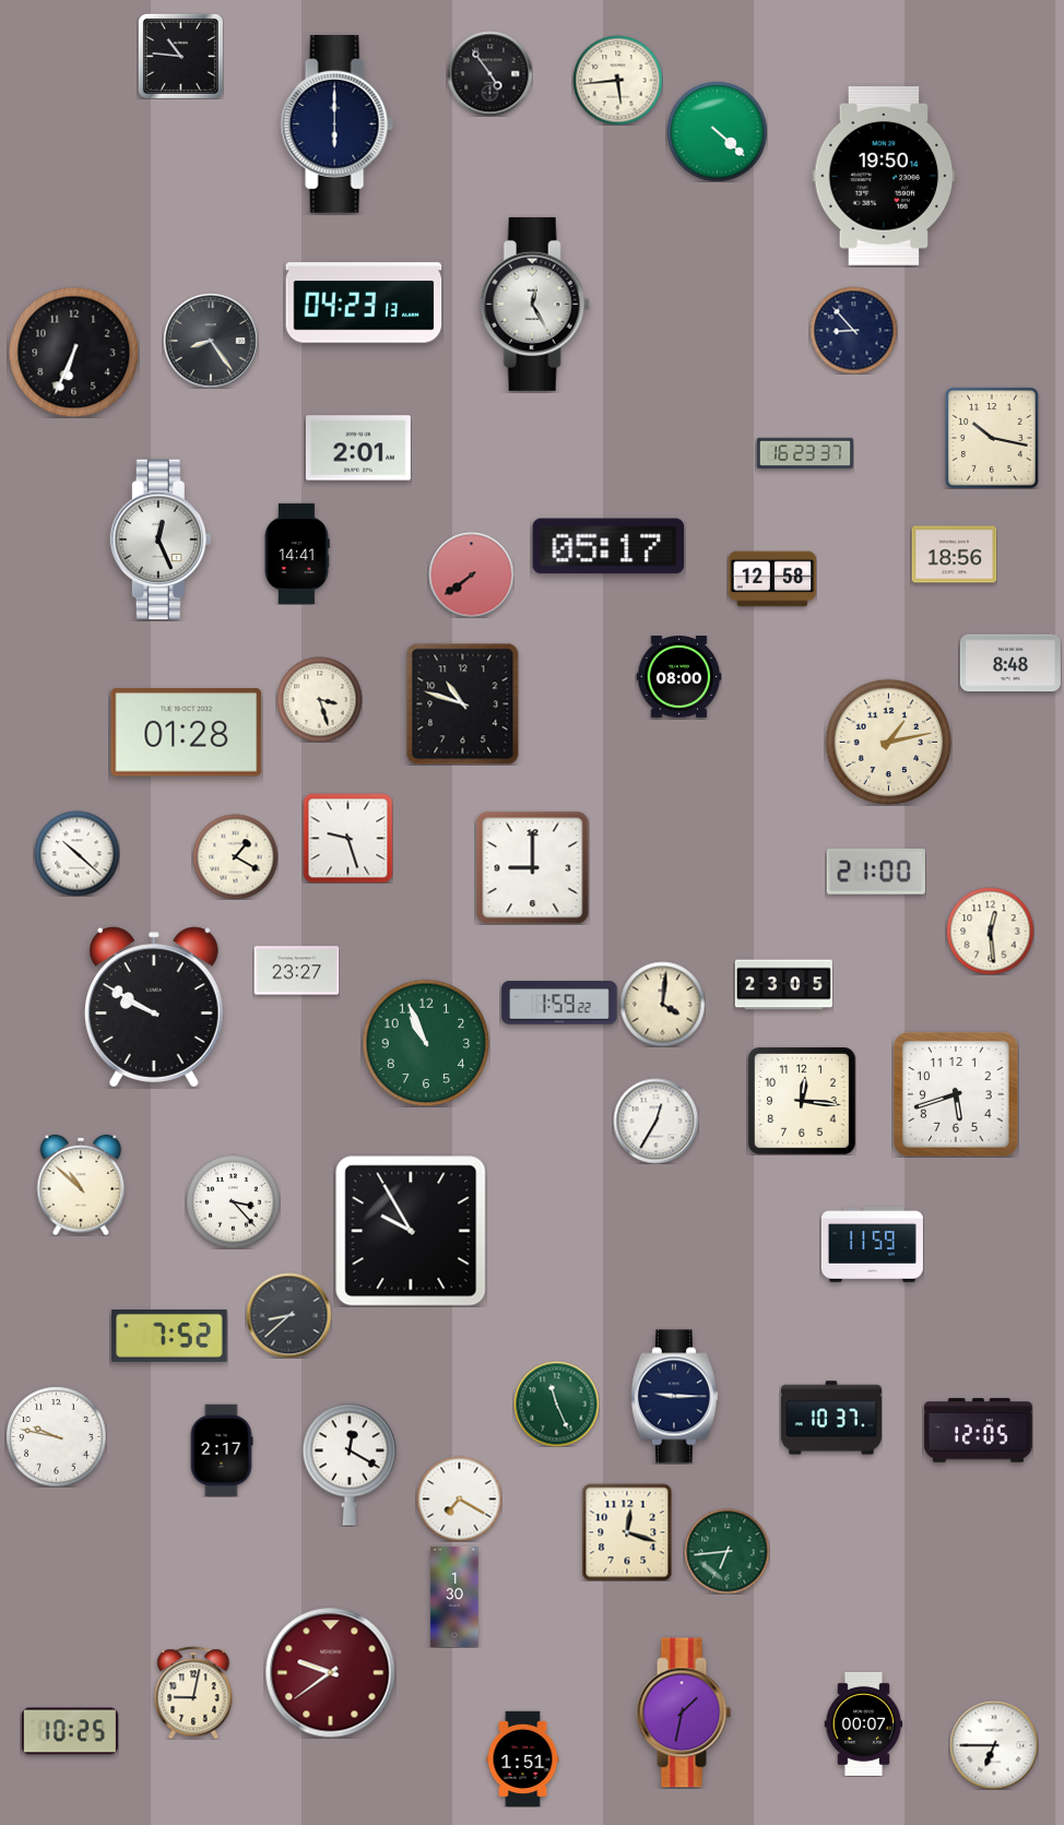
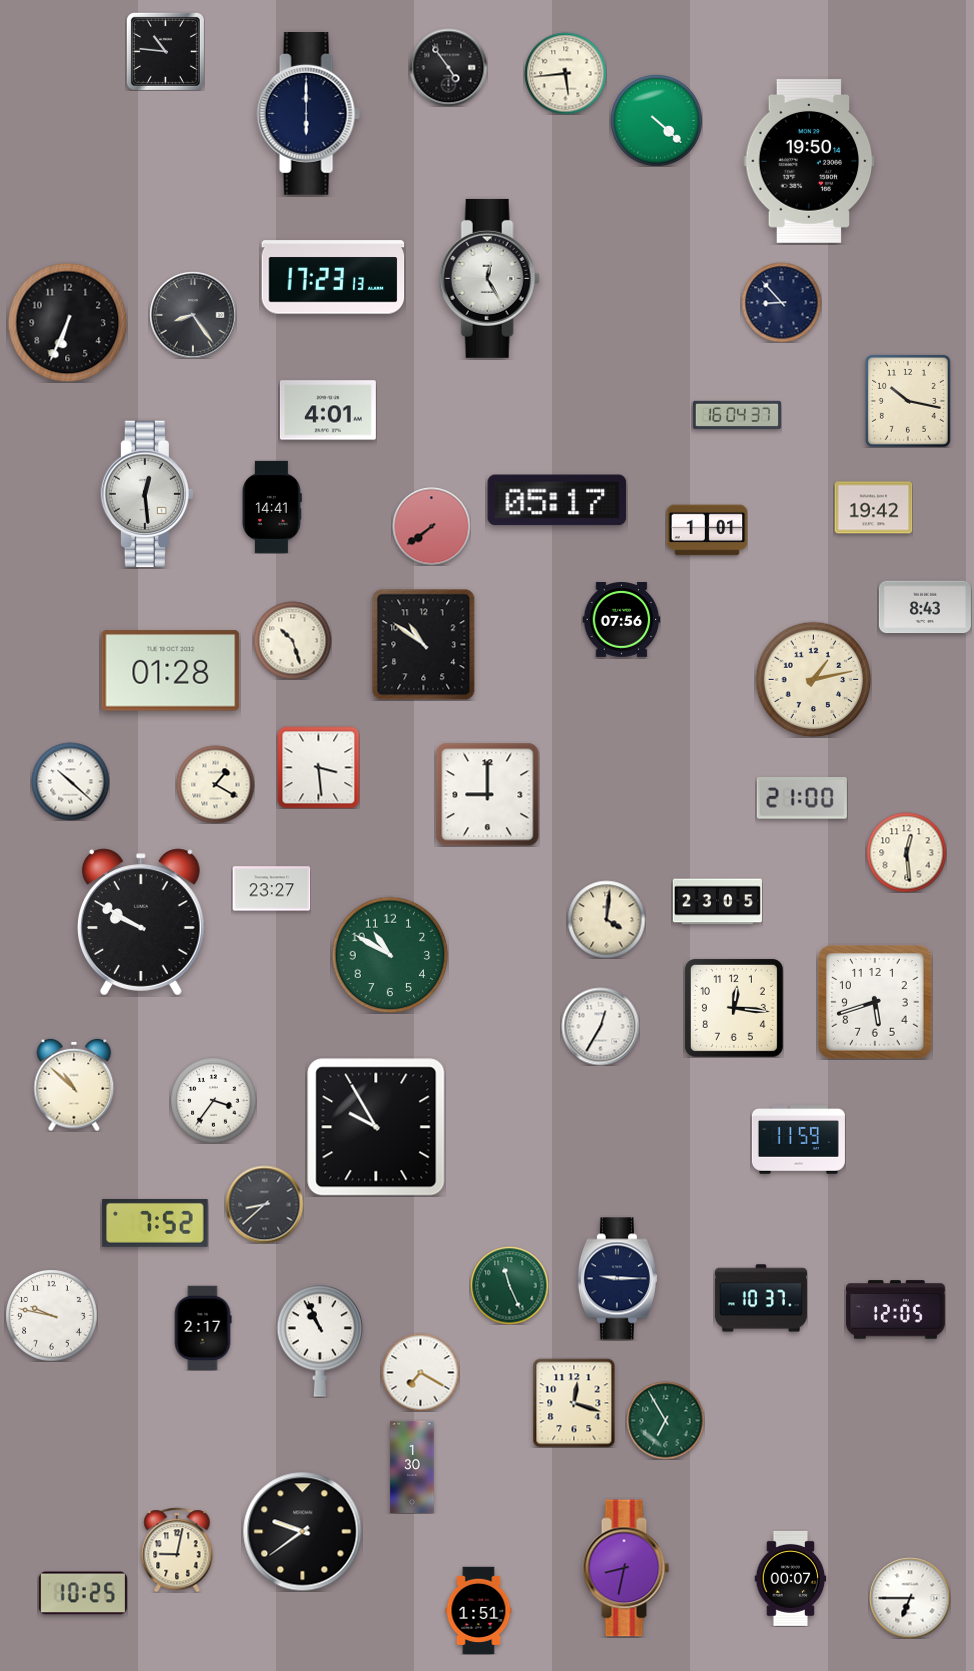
clock at (364, 303): 04:23 -> 17:23
clock at (211, 341) position: (211, 341) -> (193, 315)
clock at (358, 448): 2:01 -> 4:01
clock at (804, 453): 16:23 -> 16:04
clock at (161, 538): 12:26 -> 12:29
clock at (954, 555): 18:56 -> 19:42
clock at (772, 579): 12:58 -> 1:01
clock at (1010, 663): 8:48 -> 8:43
clock at (678, 677): 08:00 -> 07:56
clock at (319, 699): 3:27 -> 10:27
clock at (463, 703): 10:48 -> 10:51
clock at (347, 838): 9:27 -> 3:29
clock at (559, 1003): 1:59 -> none
clock at (426, 1043): 10:56 -> 10:50
clock at (233, 1201): 3:23 -> 3:36
clock at (348, 1465): 12:20 -> 10:56
clock at (726, 1551): 6:44 -> 6:55
clock at (454, 1597) position: (454, 1597) -> (412, 1467)
clock at (331, 1673) dial: burgundy -> black
clock at (684, 1713): 1:32 -> 8:32
clock at (70, 1731) position: (70, 1731) -> (83, 1593)
